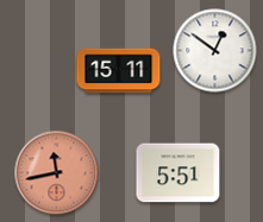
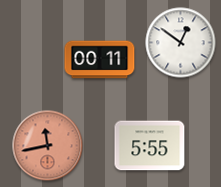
clock at (119, 71): 15:11 -> 00:11
clock at (179, 173): 5:51 -> 5:55
